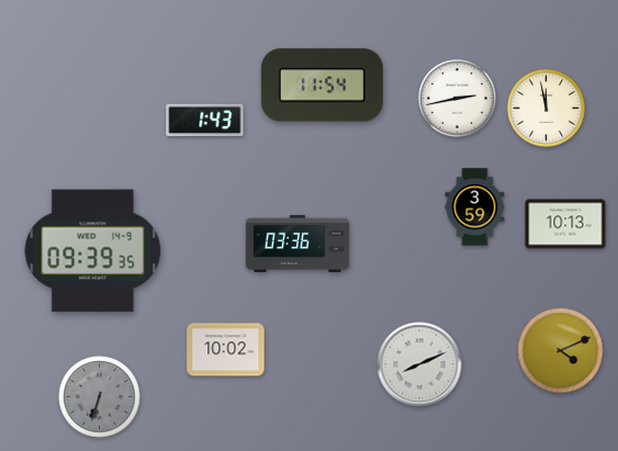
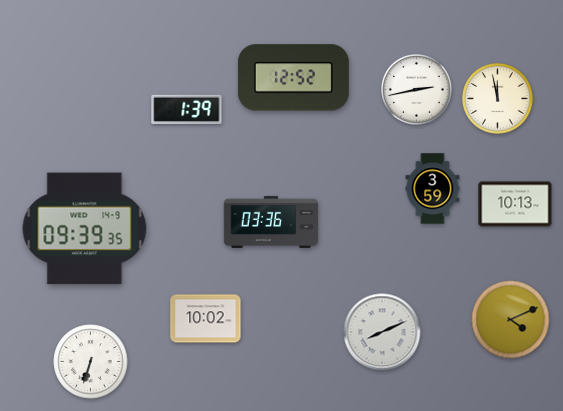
clock at (322, 86): 11:54 -> 12:52
clock at (205, 120): 1:43 -> 1:39
clock at (100, 397) dial: grey -> white
